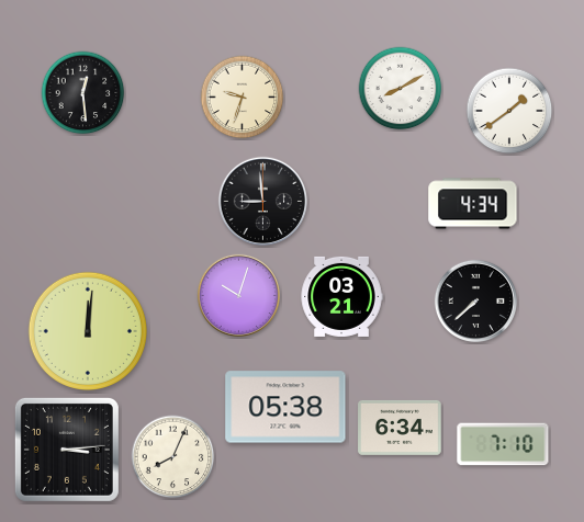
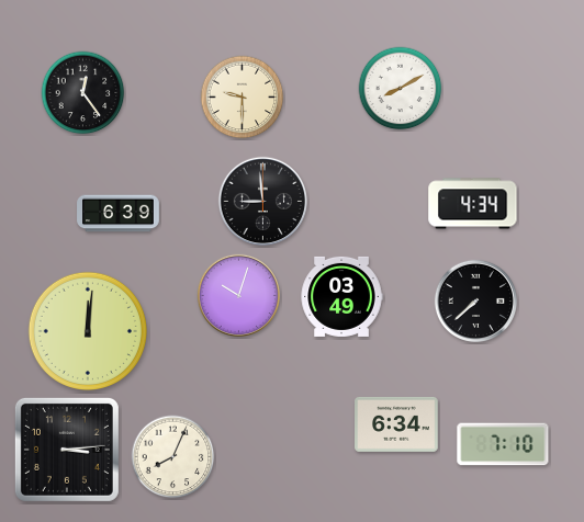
clock at (83, 93): 12:29 -> 12:24
clock at (243, 98): 9:33 -> 9:30
clock at (509, 111): 1:39 -> none
clock at (119, 214): none -> 6:39
clock at (341, 296): 03:21 -> 03:49
clock at (285, 407): 05:38 -> none
clock at (400, 428) position: (400, 428) -> (396, 424)
